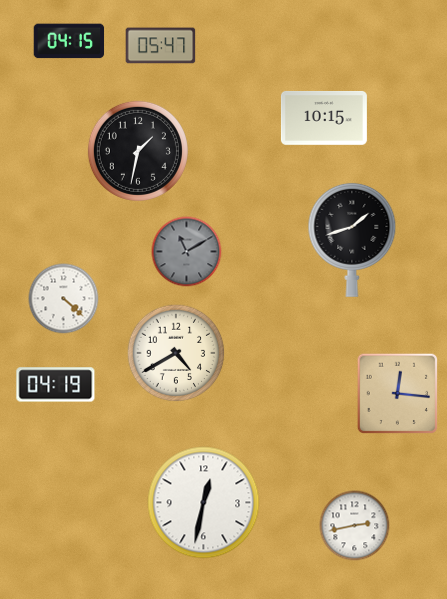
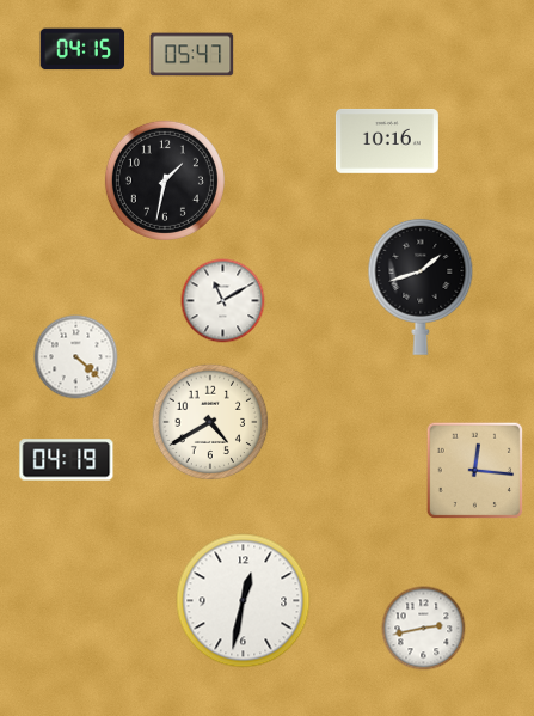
clock at (324, 118): 10:15 -> 10:16
clock at (187, 252) dial: grey -> white
